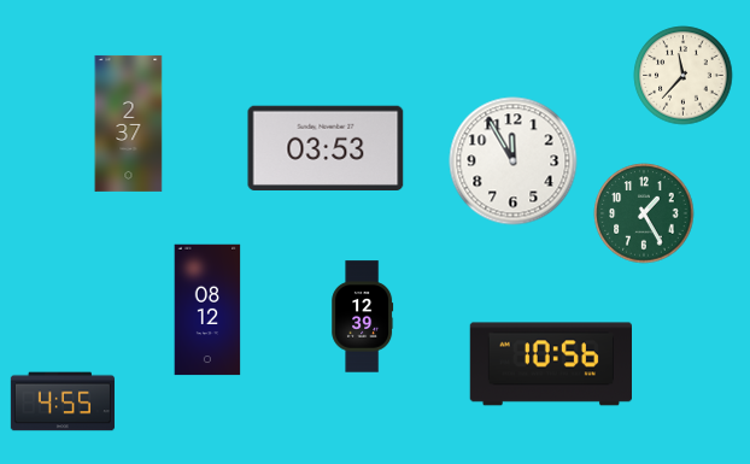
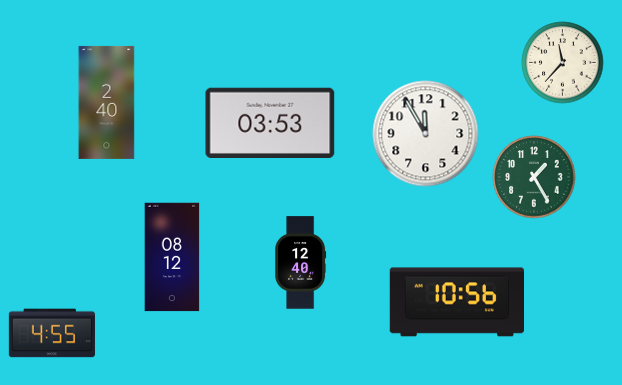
clock at (684, 76) position: (684, 76) -> (563, 63)
clock at (129, 123): 2:37 -> 2:40
clock at (363, 317): 12:39 -> 12:40
